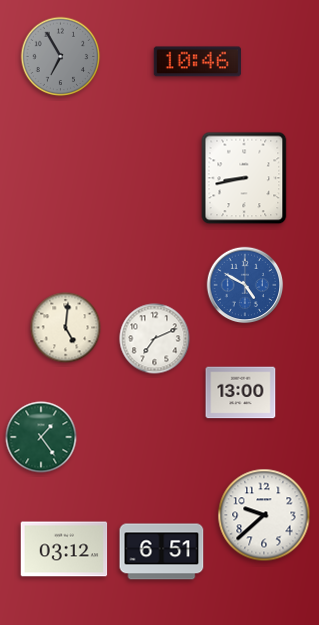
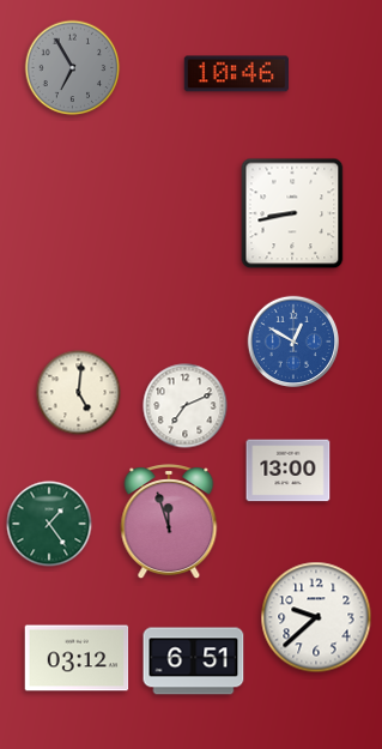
clock at (245, 285): 4:50 -> 12:50
clock at (169, 523): none -> 11:57
